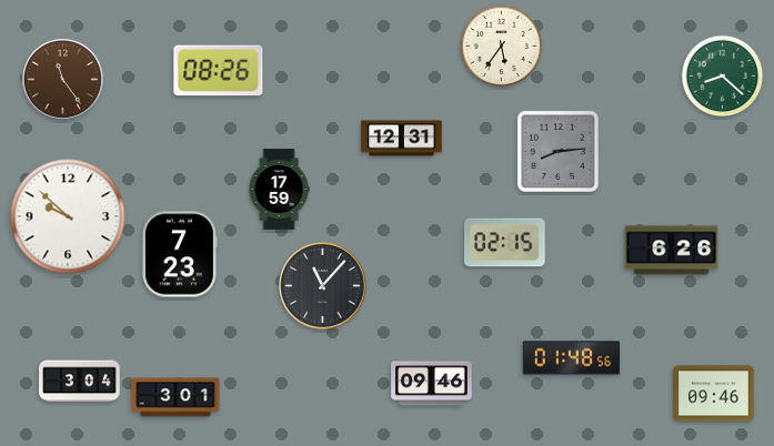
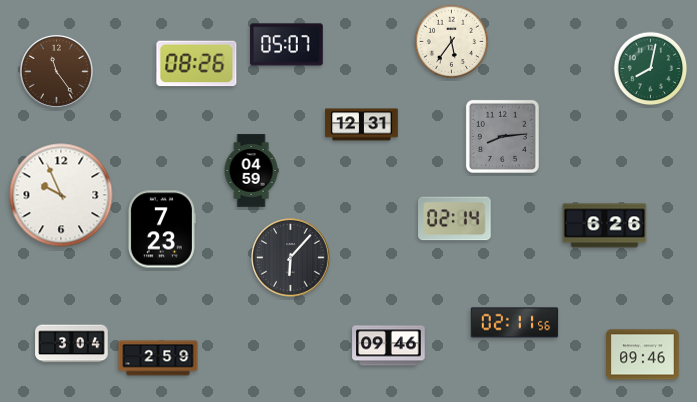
clock at (287, 45): none -> 05:07
clock at (723, 77): 8:22 -> 8:02
clock at (279, 190): 17:59 -> 04:59
clock at (68, 216): 9:52 -> 9:56
clock at (505, 243): 02:15 -> 02:14
clock at (323, 286): 11:07 -> 6:07
clock at (572, 358): 01:48 -> 02:11
clock at (175, 397): 3:01 -> 2:59
